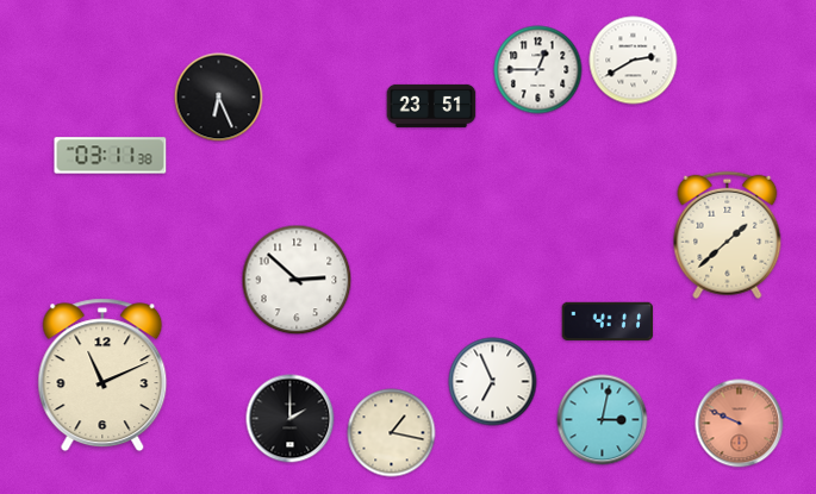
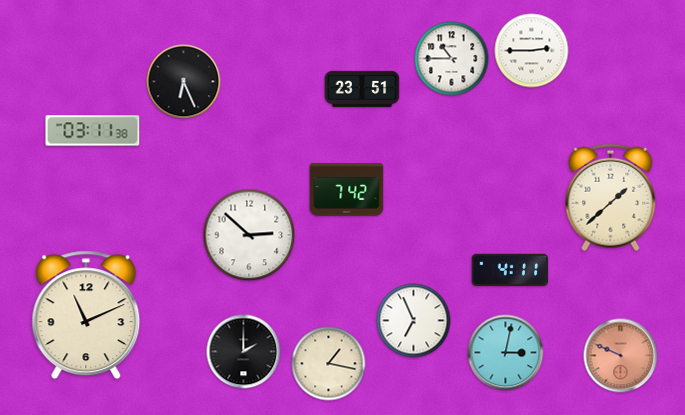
clock at (634, 61): 2:40 -> 2:45
clock at (538, 70): 12:45 -> 10:45
clock at (347, 190): none -> 7:42
